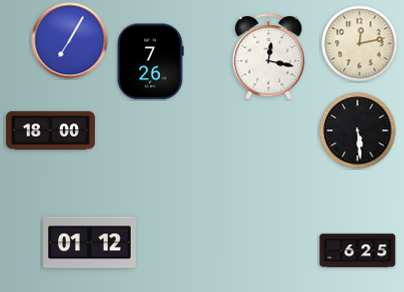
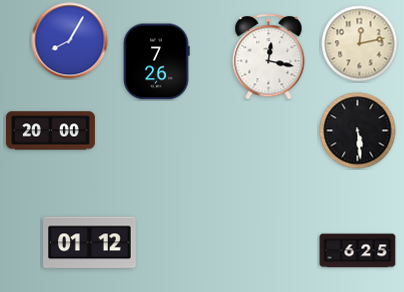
clock at (70, 41): 7:05 -> 8:05
clock at (150, 62) position: (150, 62) -> (156, 62)
clock at (50, 131): 18:00 -> 20:00
